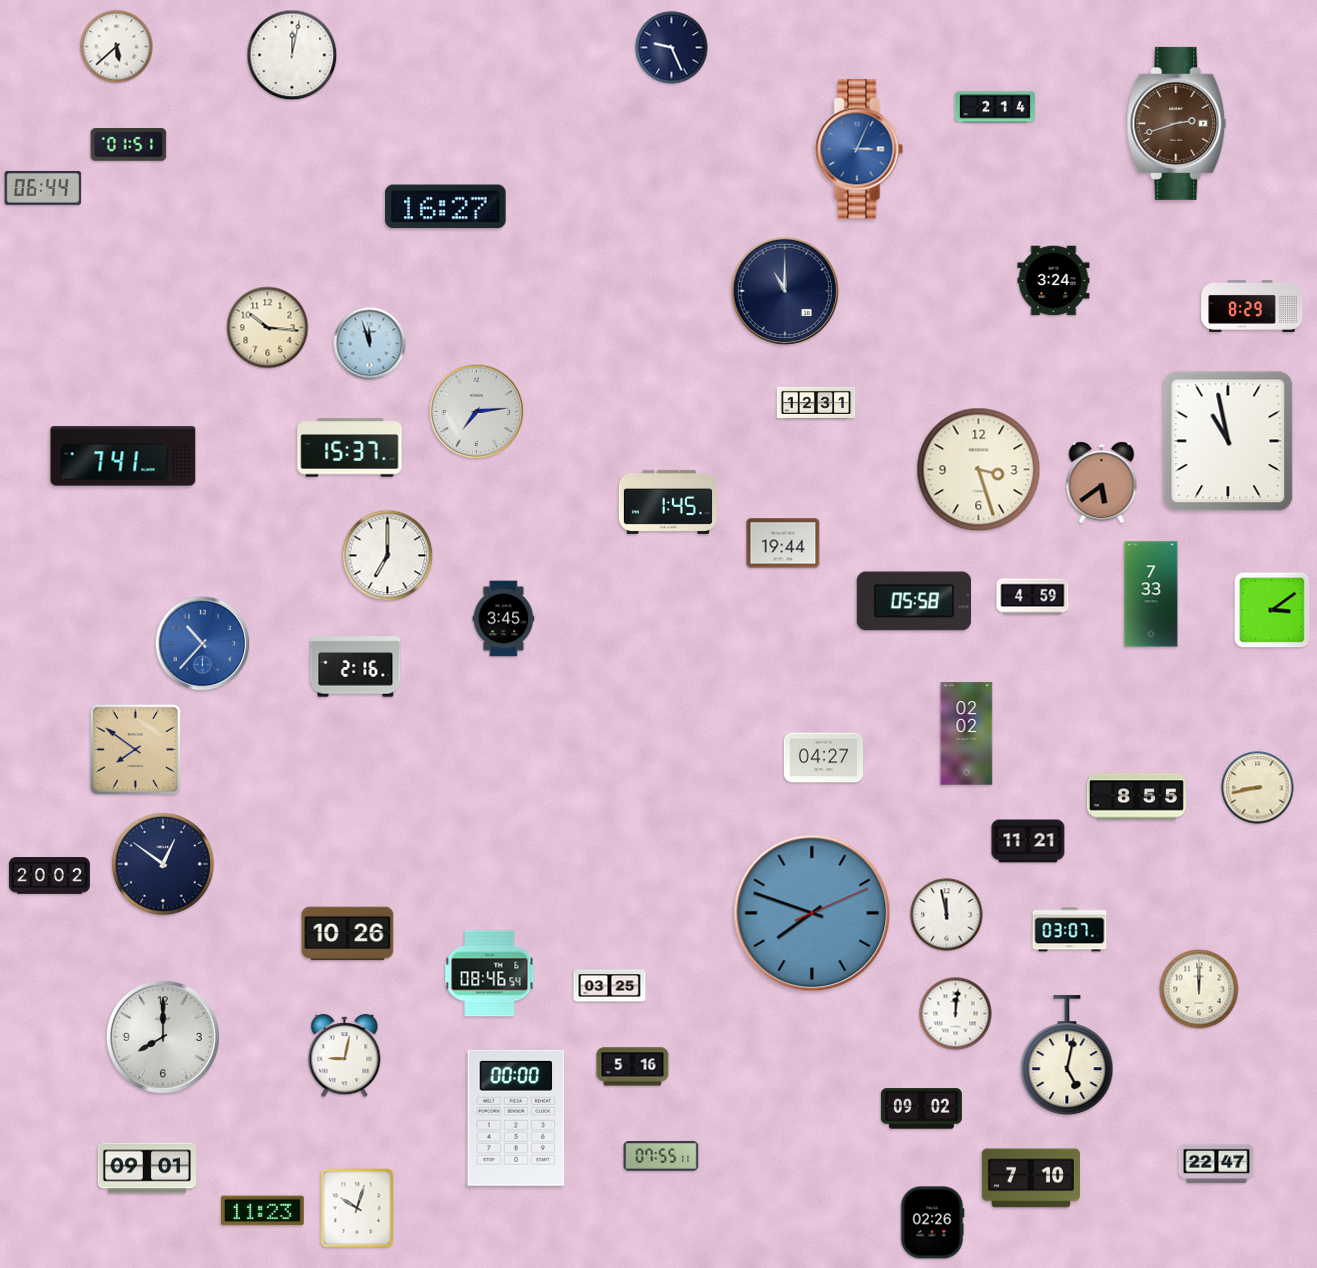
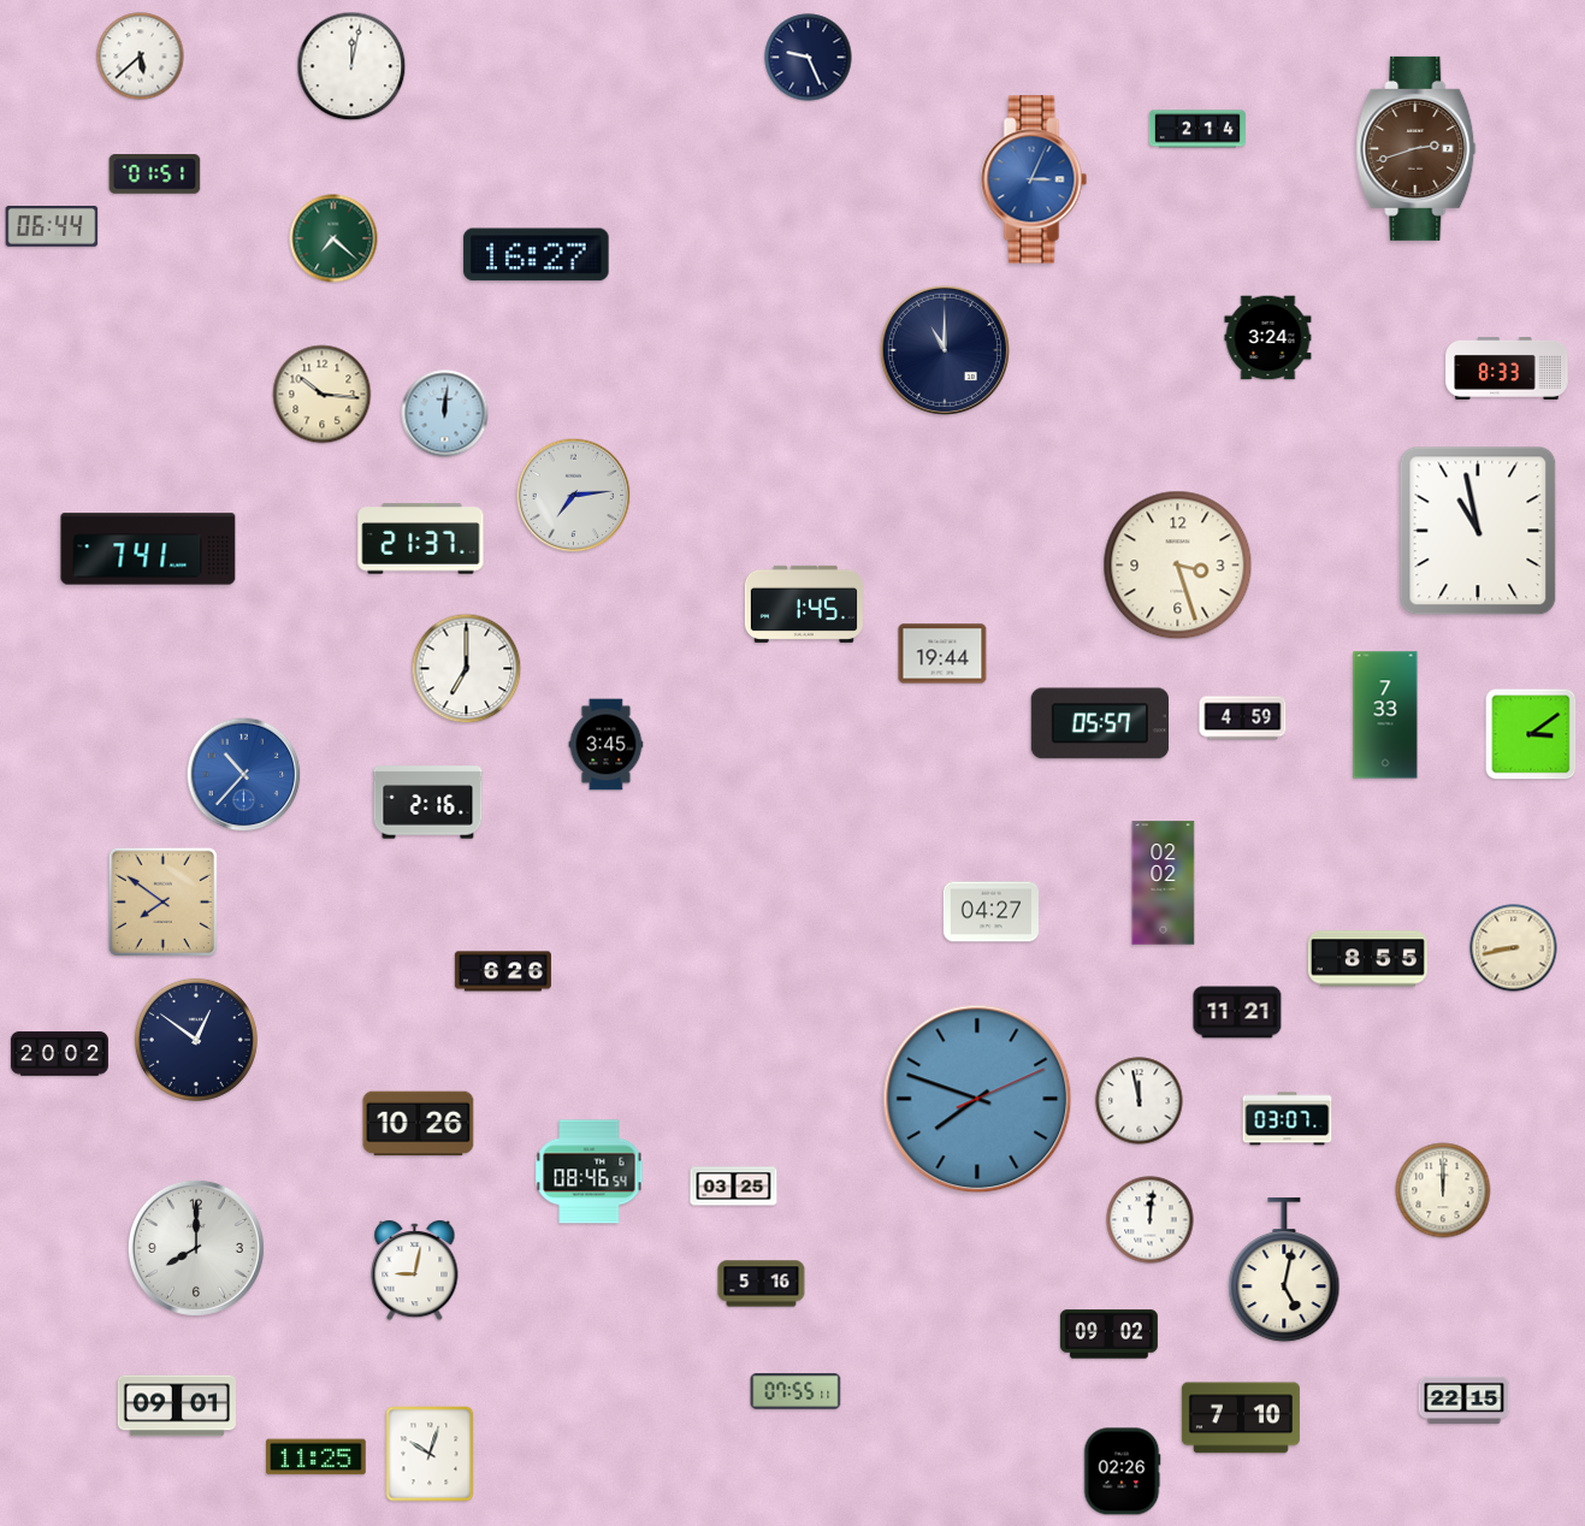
clock at (333, 238): none -> 7:22
clock at (446, 207) position: (446, 207) -> (537, 255)
clock at (1252, 306): 8:29 -> 8:33
clock at (370, 344): 11:57 -> 12:01
clock at (816, 403): 12:31 -> none
clock at (350, 448): 15:37 -> 21:37
clock at (1102, 483): 5:39 -> none
clock at (913, 601): 05:58 -> 05:57
clock at (503, 971): none -> 6:26
clock at (516, 1118): 00:00 -> none
clock at (1217, 1163): 22:47 -> 22:15
clock at (263, 1211): 11:23 -> 11:25
